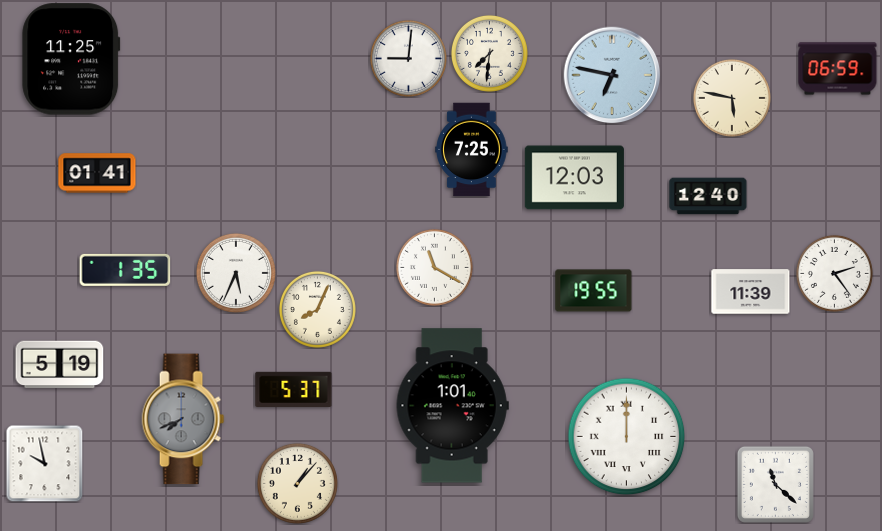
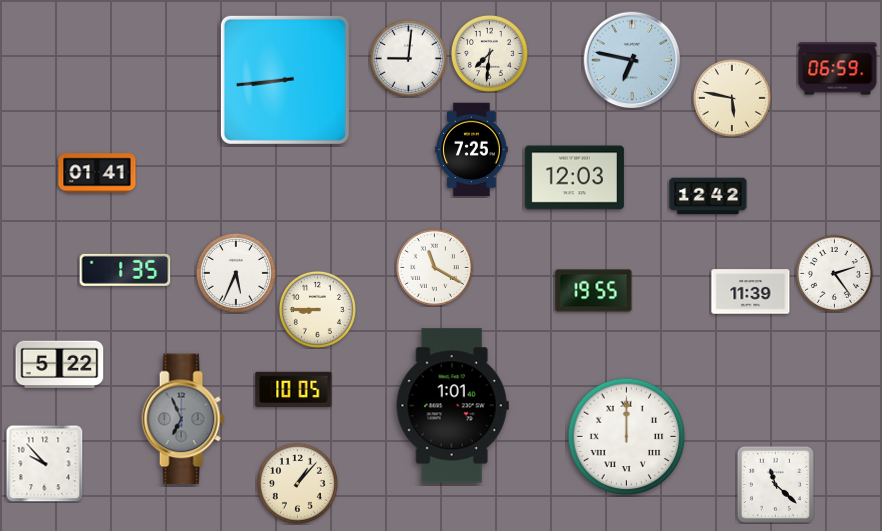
clock at (71, 59): 11:25 -> none
clock at (612, 75) position: (612, 75) -> (632, 60)
clock at (285, 80): none -> 8:44
clock at (708, 196): 12:40 -> 12:42
clock at (317, 309): 8:04 -> 8:45
clock at (60, 365): 5:19 -> 5:22
clock at (294, 389): 5:37 -> 10:05
clock at (183, 419): 7:41 -> 6:56
clock at (44, 463): 9:58 -> 9:53
